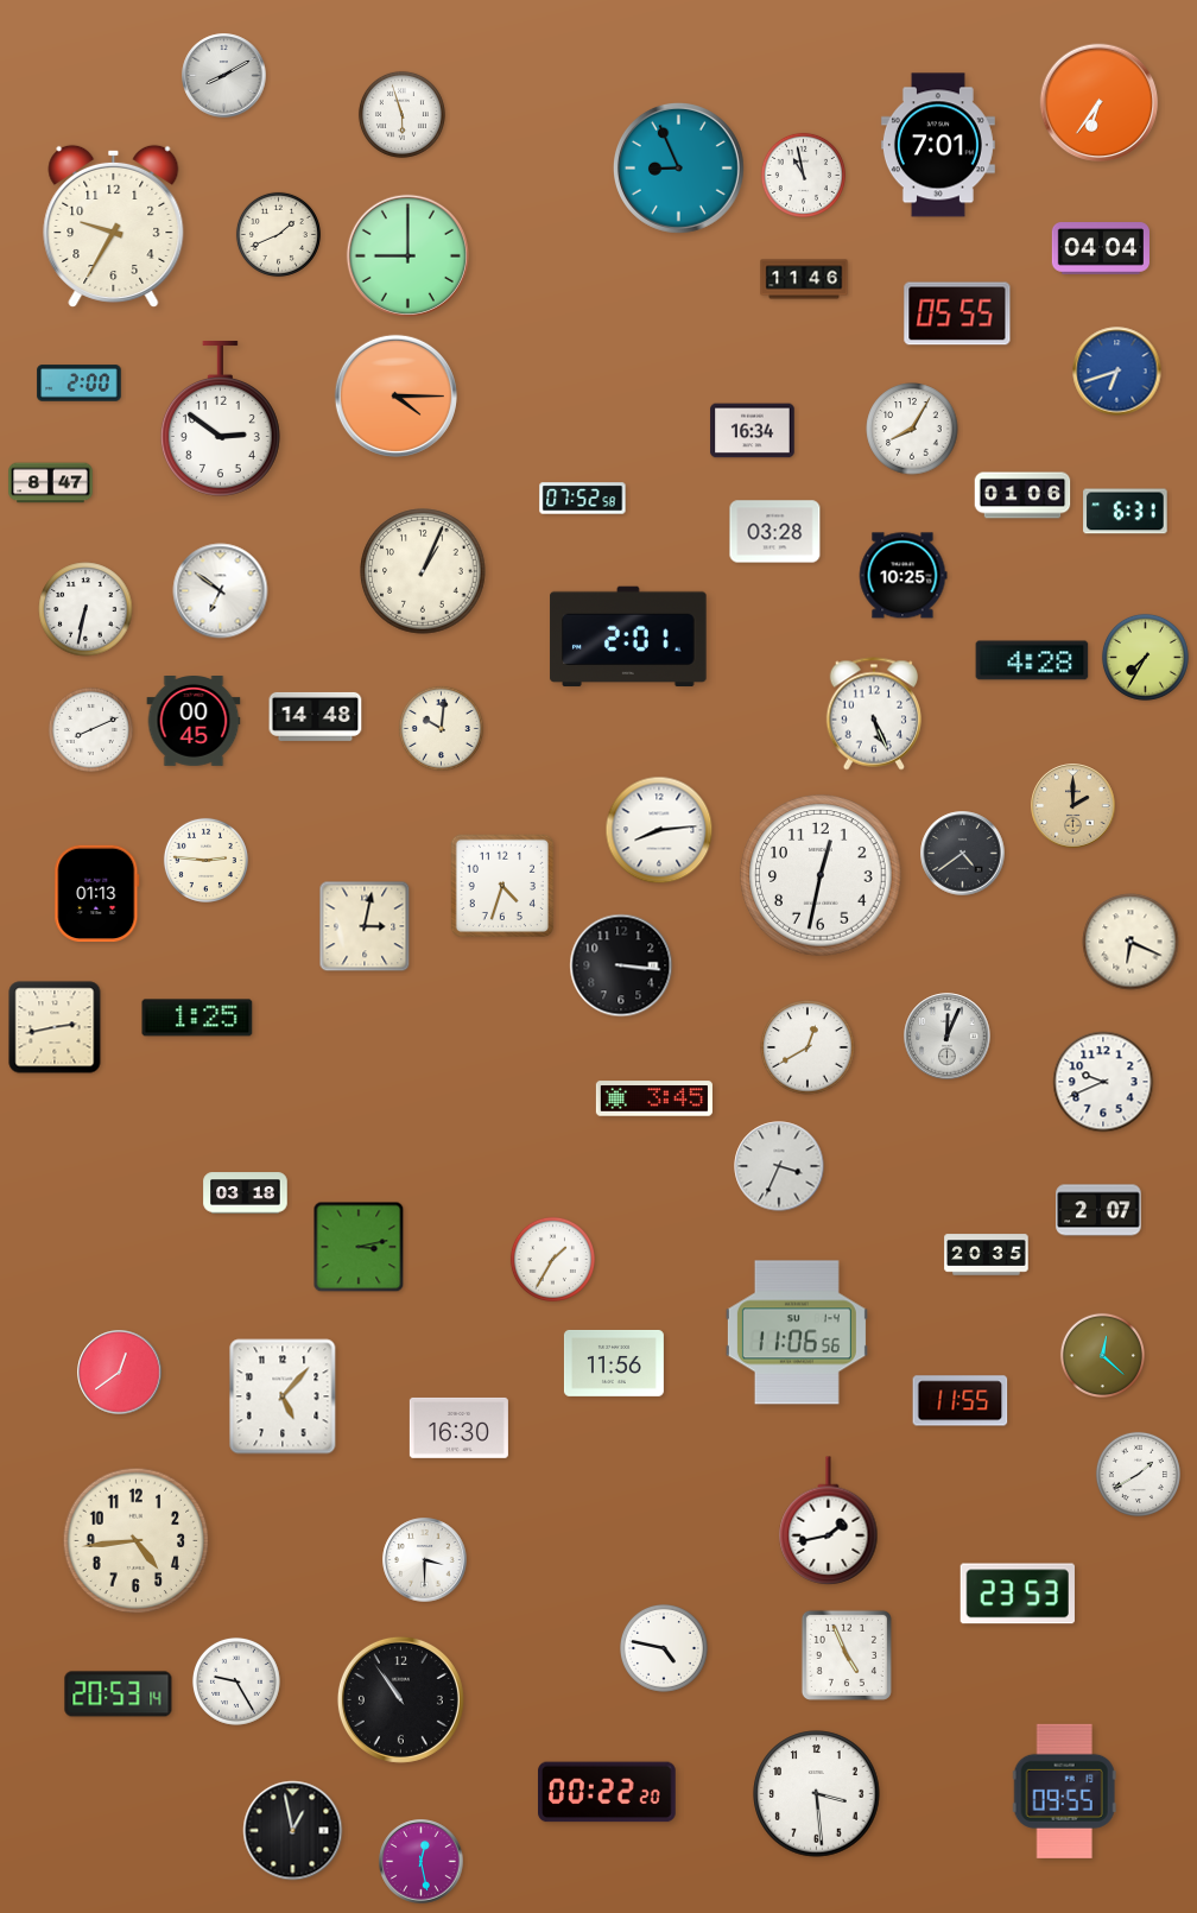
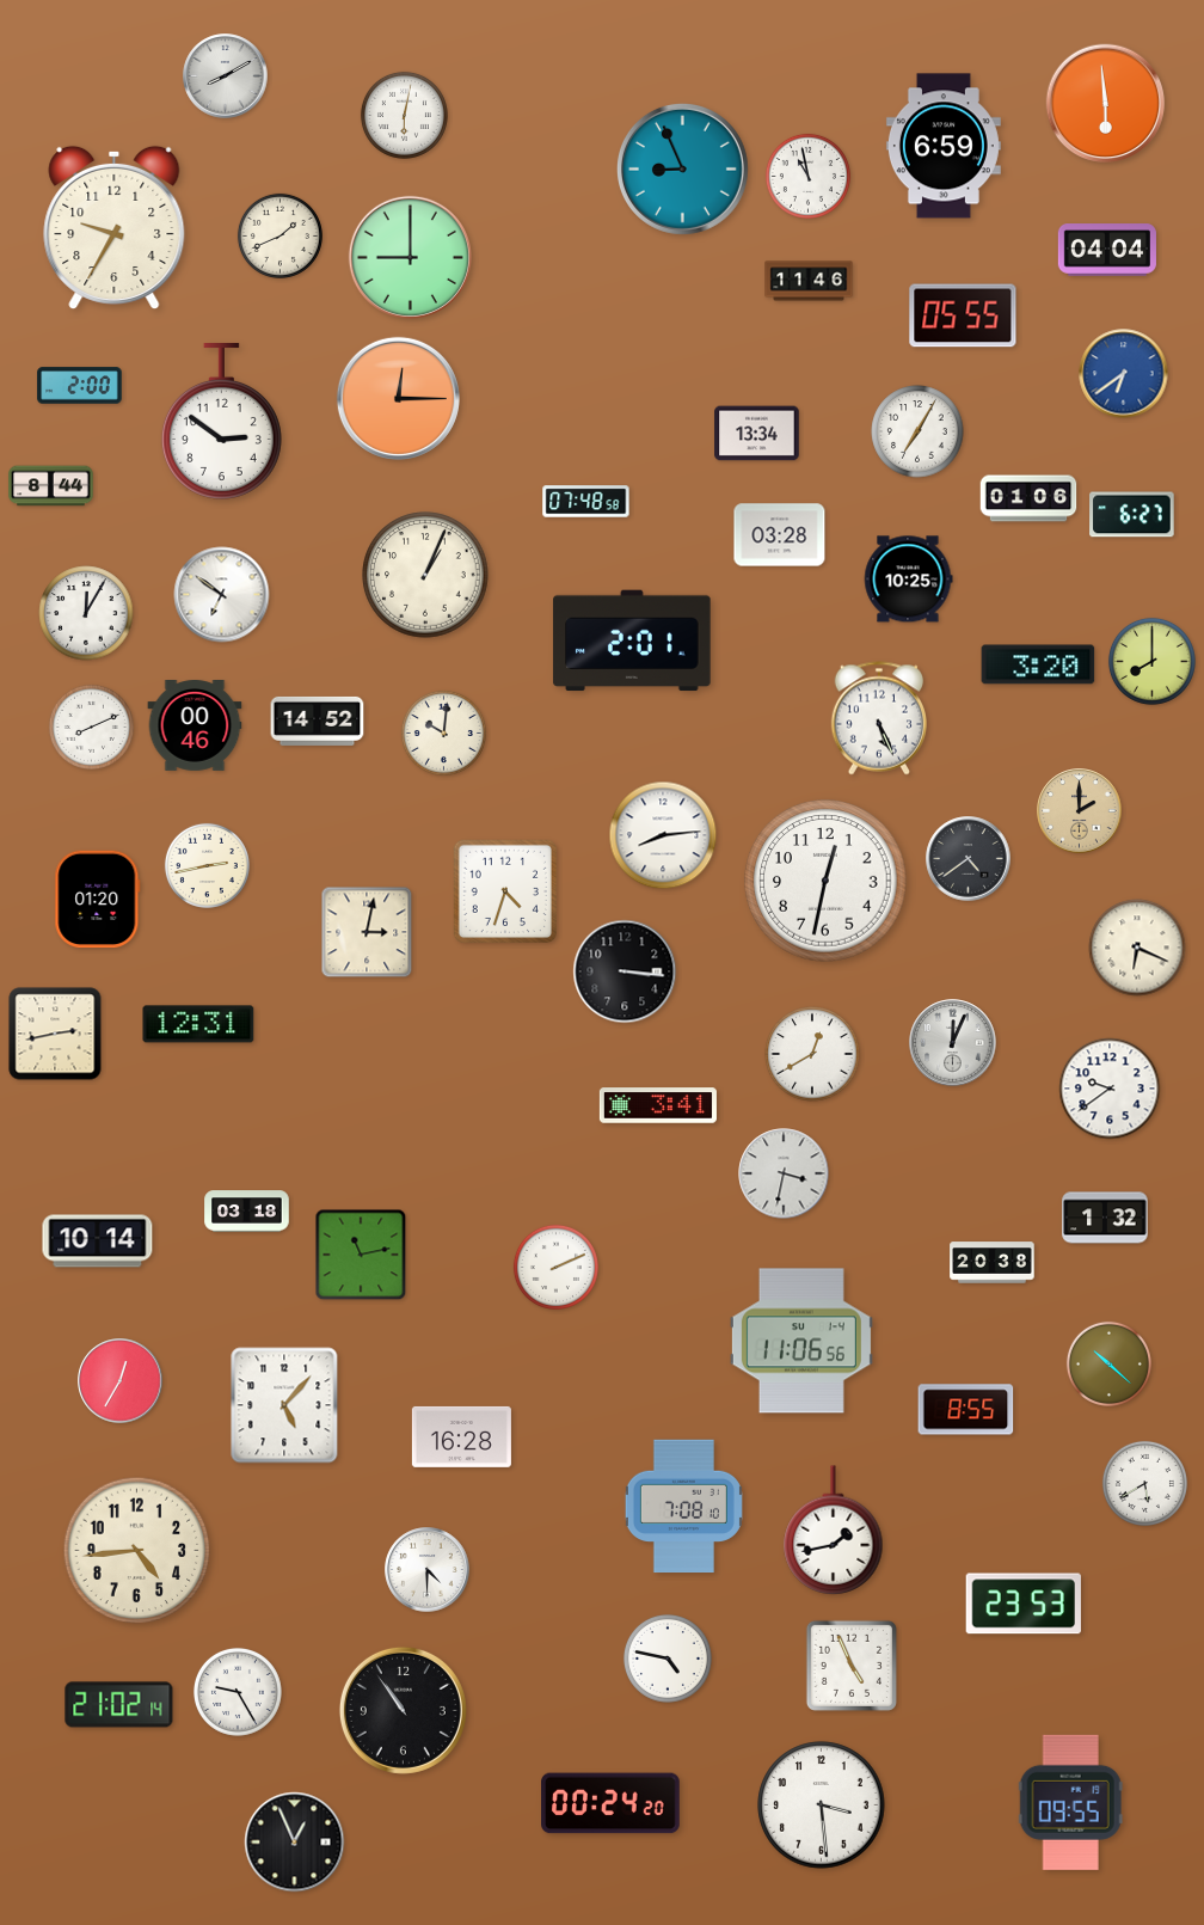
clock at (1100, 103): 6:36 -> 5:59
clock at (401, 114): 5:57 -> 6:02
clock at (938, 145): 7:01 -> 6:59
clock at (1117, 372): 6:42 -> 6:39
clock at (395, 395): 4:15 -> 12:15
clock at (912, 429): 8:05 -> 7:05
clock at (753, 431): 16:34 -> 13:34
clock at (51, 483): 8:47 -> 8:44
clock at (583, 499): 07:52 -> 07:48
clock at (1126, 512): 6:31 -> 6:27
clock at (85, 609): 6:32 -> 12:05
clock at (1145, 657): 7:35 -> 8:00
clock at (1032, 660): 4:28 -> 3:20
clock at (316, 716): 14:48 -> 14:52
clock at (194, 722): 00:45 -> 00:46
clock at (90, 729) position: (90, 729) -> (91, 727)
clock at (205, 860): 2:46 -> 2:43
clock at (97, 894): 01:13 -> 01:20
clock at (197, 1018): 1:25 -> 12:31
clock at (1103, 1082): 9:41 -> 9:39
clock at (654, 1098): 3:45 -> 3:41
clock at (779, 1166): 3:34 -> 3:32
clock at (246, 1193) position: (246, 1193) -> (247, 1212)
clock at (1098, 1210): 2:07 -> 1:32
clock at (98, 1242): none -> 10:14
clock at (359, 1247): 3:13 -> 11:13
clock at (987, 1255): 20:35 -> 20:38
clock at (552, 1259): 1:35 -> 2:11
clock at (1102, 1355): 12:22 -> 10:22
clock at (614, 1363): 11:56 -> none
clock at (120, 1373): 12:39 -> 12:35
clock at (961, 1401): 11:55 -> 8:55
clock at (458, 1427): 16:30 -> 16:28
clock at (1138, 1474): 1:40 -> 5:40
clock at (683, 1507): none -> 7:08
clock at (425, 1560): 3:30 -> 4:30
clock at (119, 1695): 20:53 -> 21:02
clock at (607, 1792): 00:22 -> 00:24
clock at (293, 1831): 12:58 -> 12:56
clock at (422, 1862): 12:28 -> none
